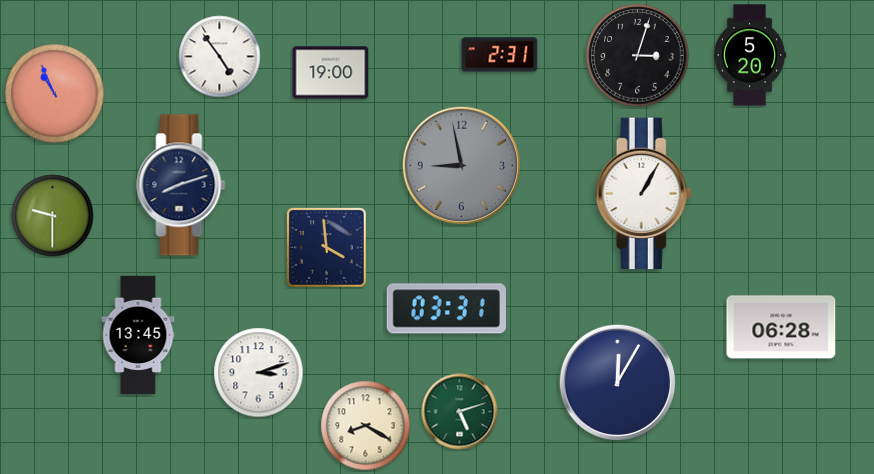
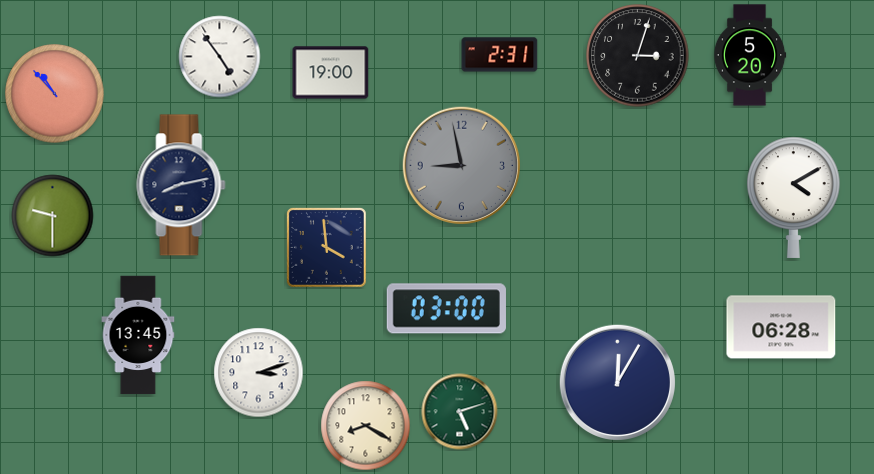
clock at (55, 94): 10:56 -> 10:53
clock at (181, 185): 8:12 -> 8:13
clock at (644, 194): 1:05 -> none
clock at (794, 197): none -> 4:10
clock at (446, 309): 03:31 -> 03:00
